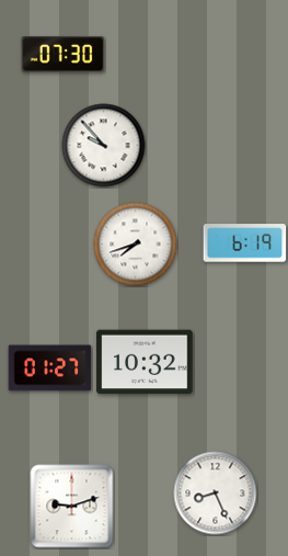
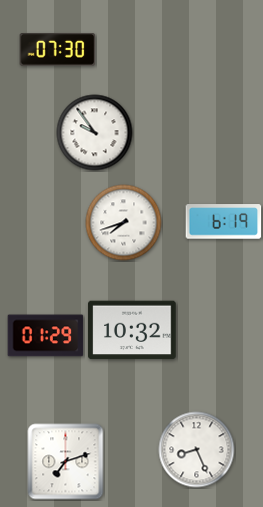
clock at (104, 146): 9:53 -> 9:54
clock at (50, 368): 01:27 -> 01:29
clock at (72, 507): 9:12 -> 7:12
